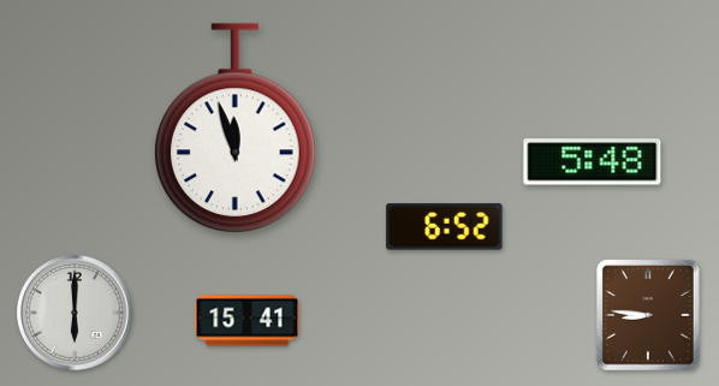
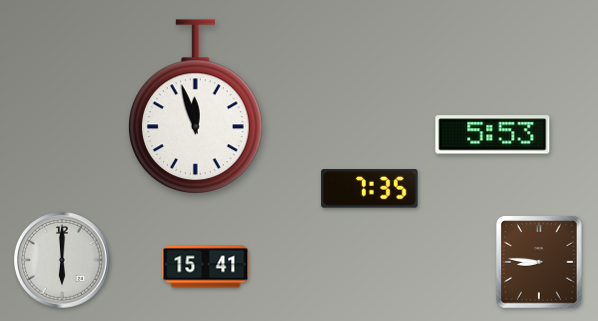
clock at (593, 162): 5:48 -> 5:53
clock at (445, 227): 6:52 -> 7:35
